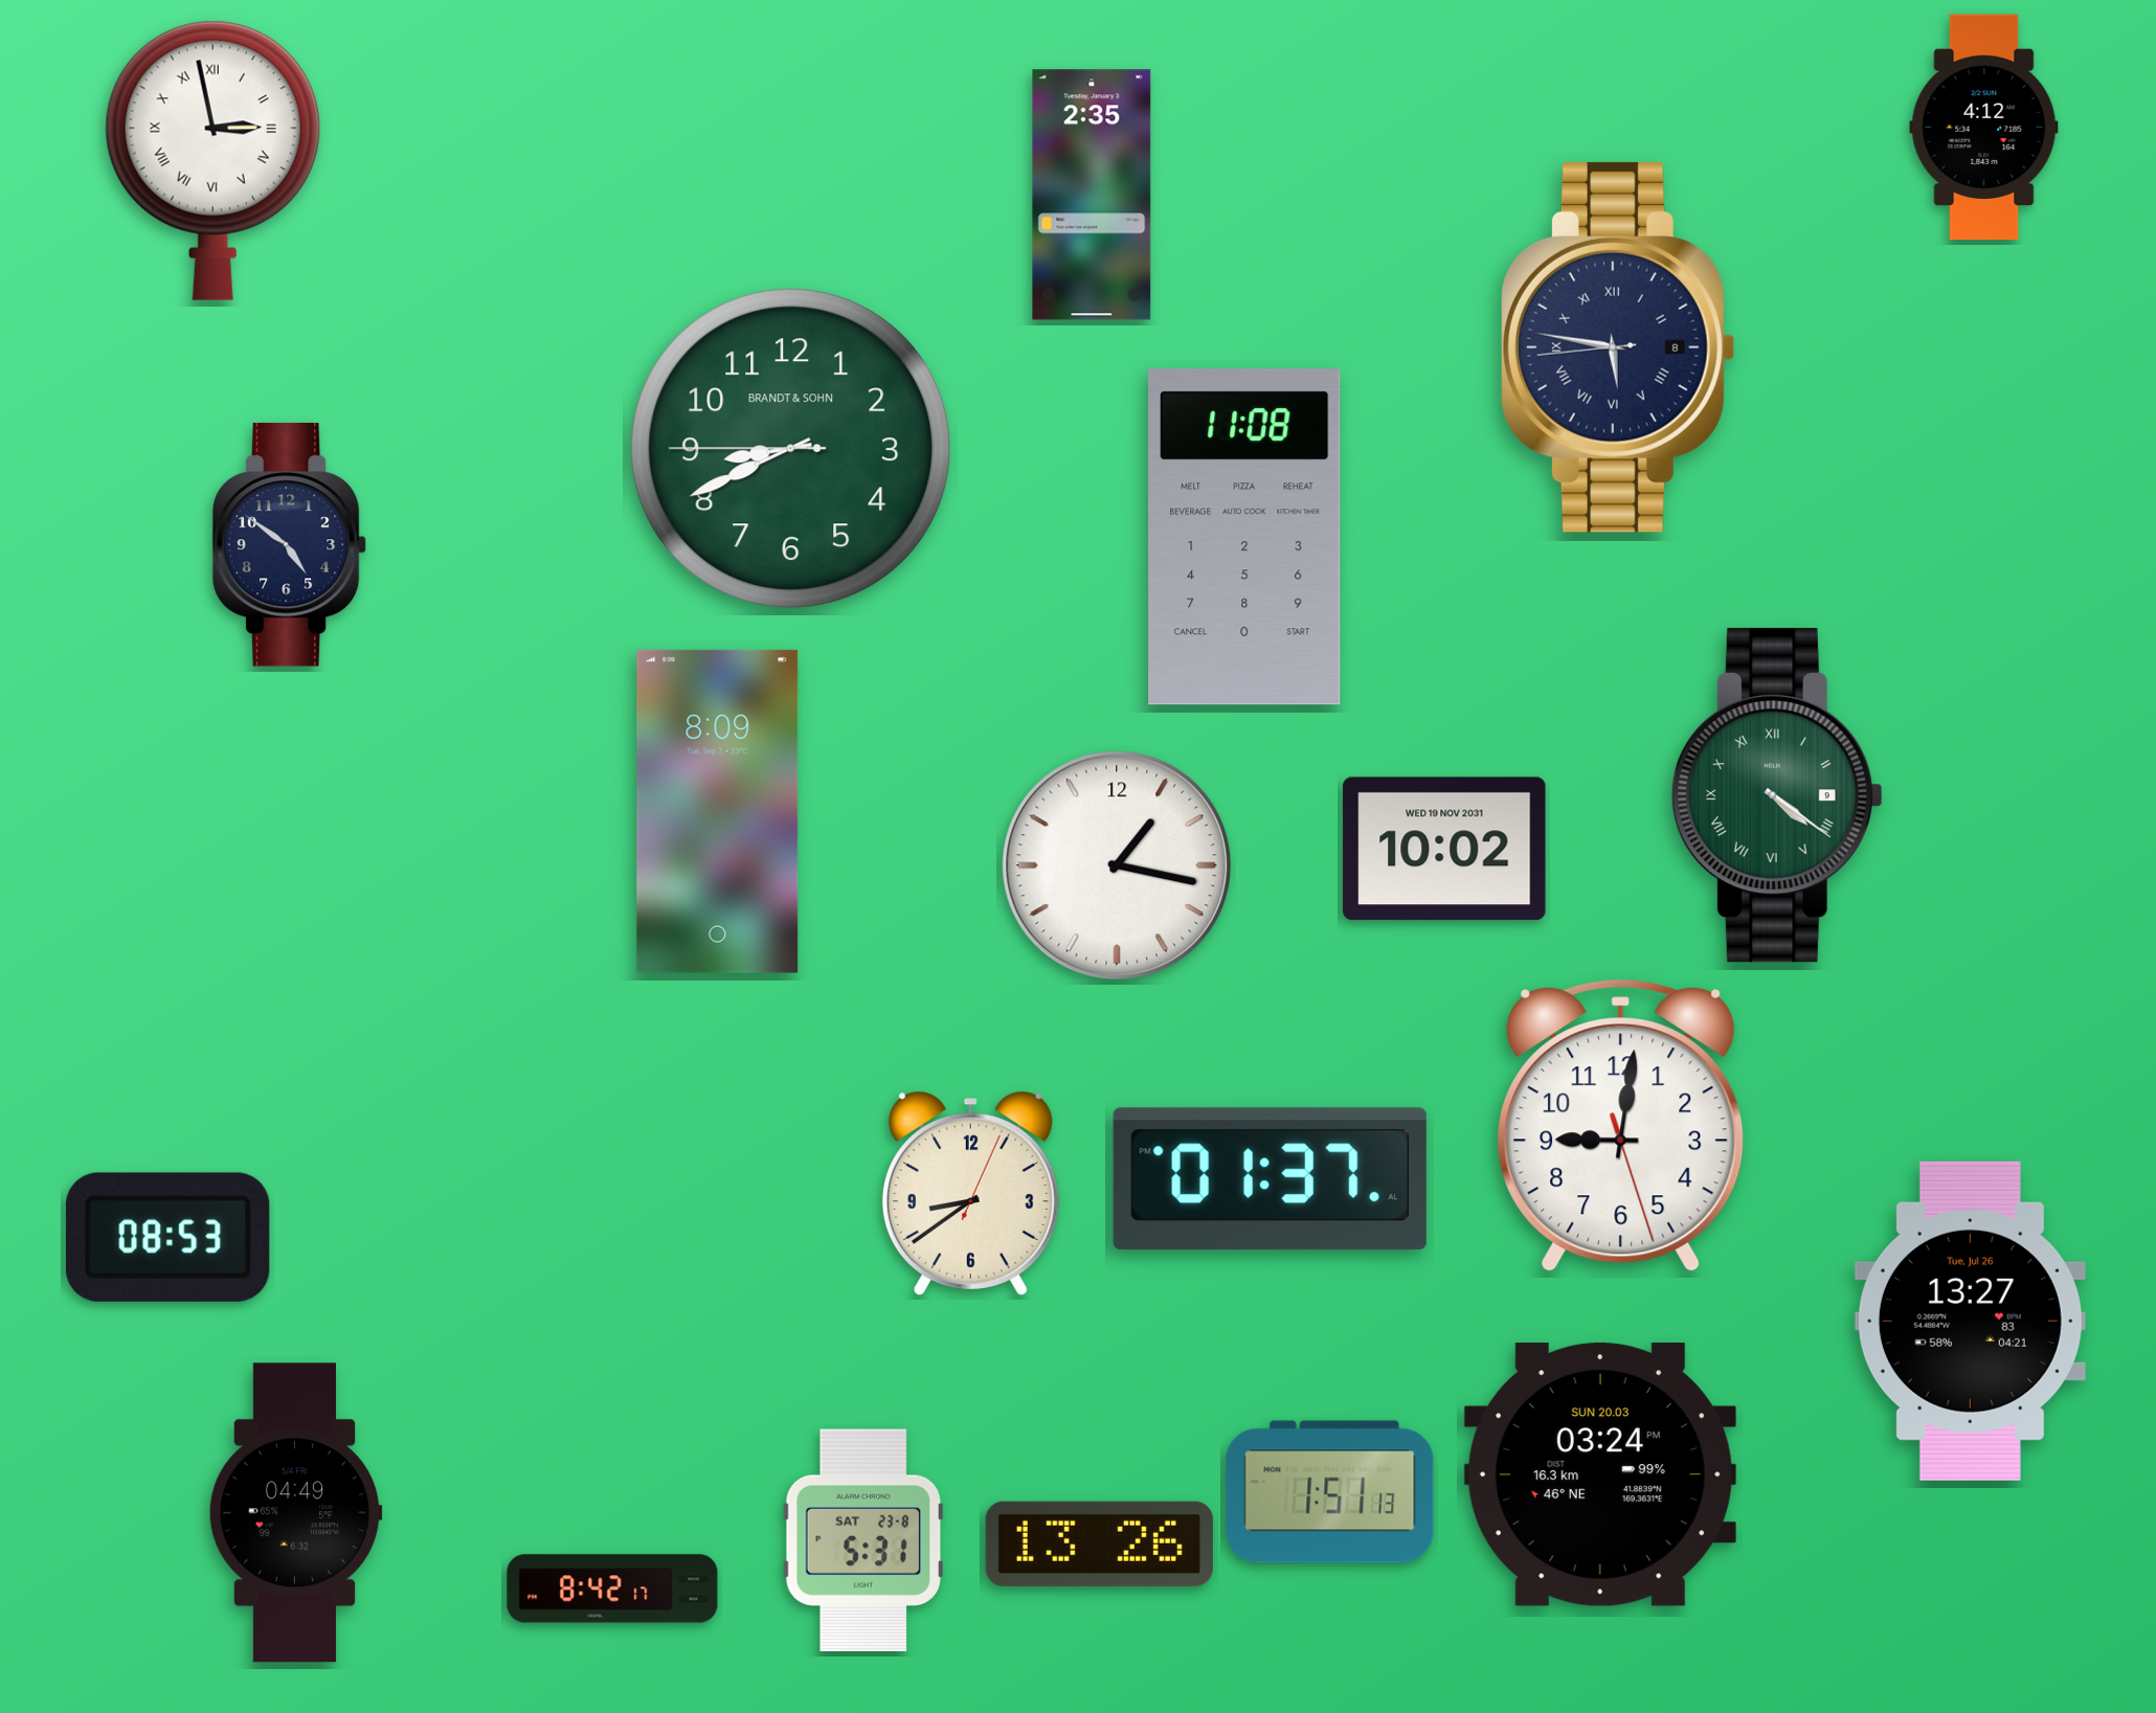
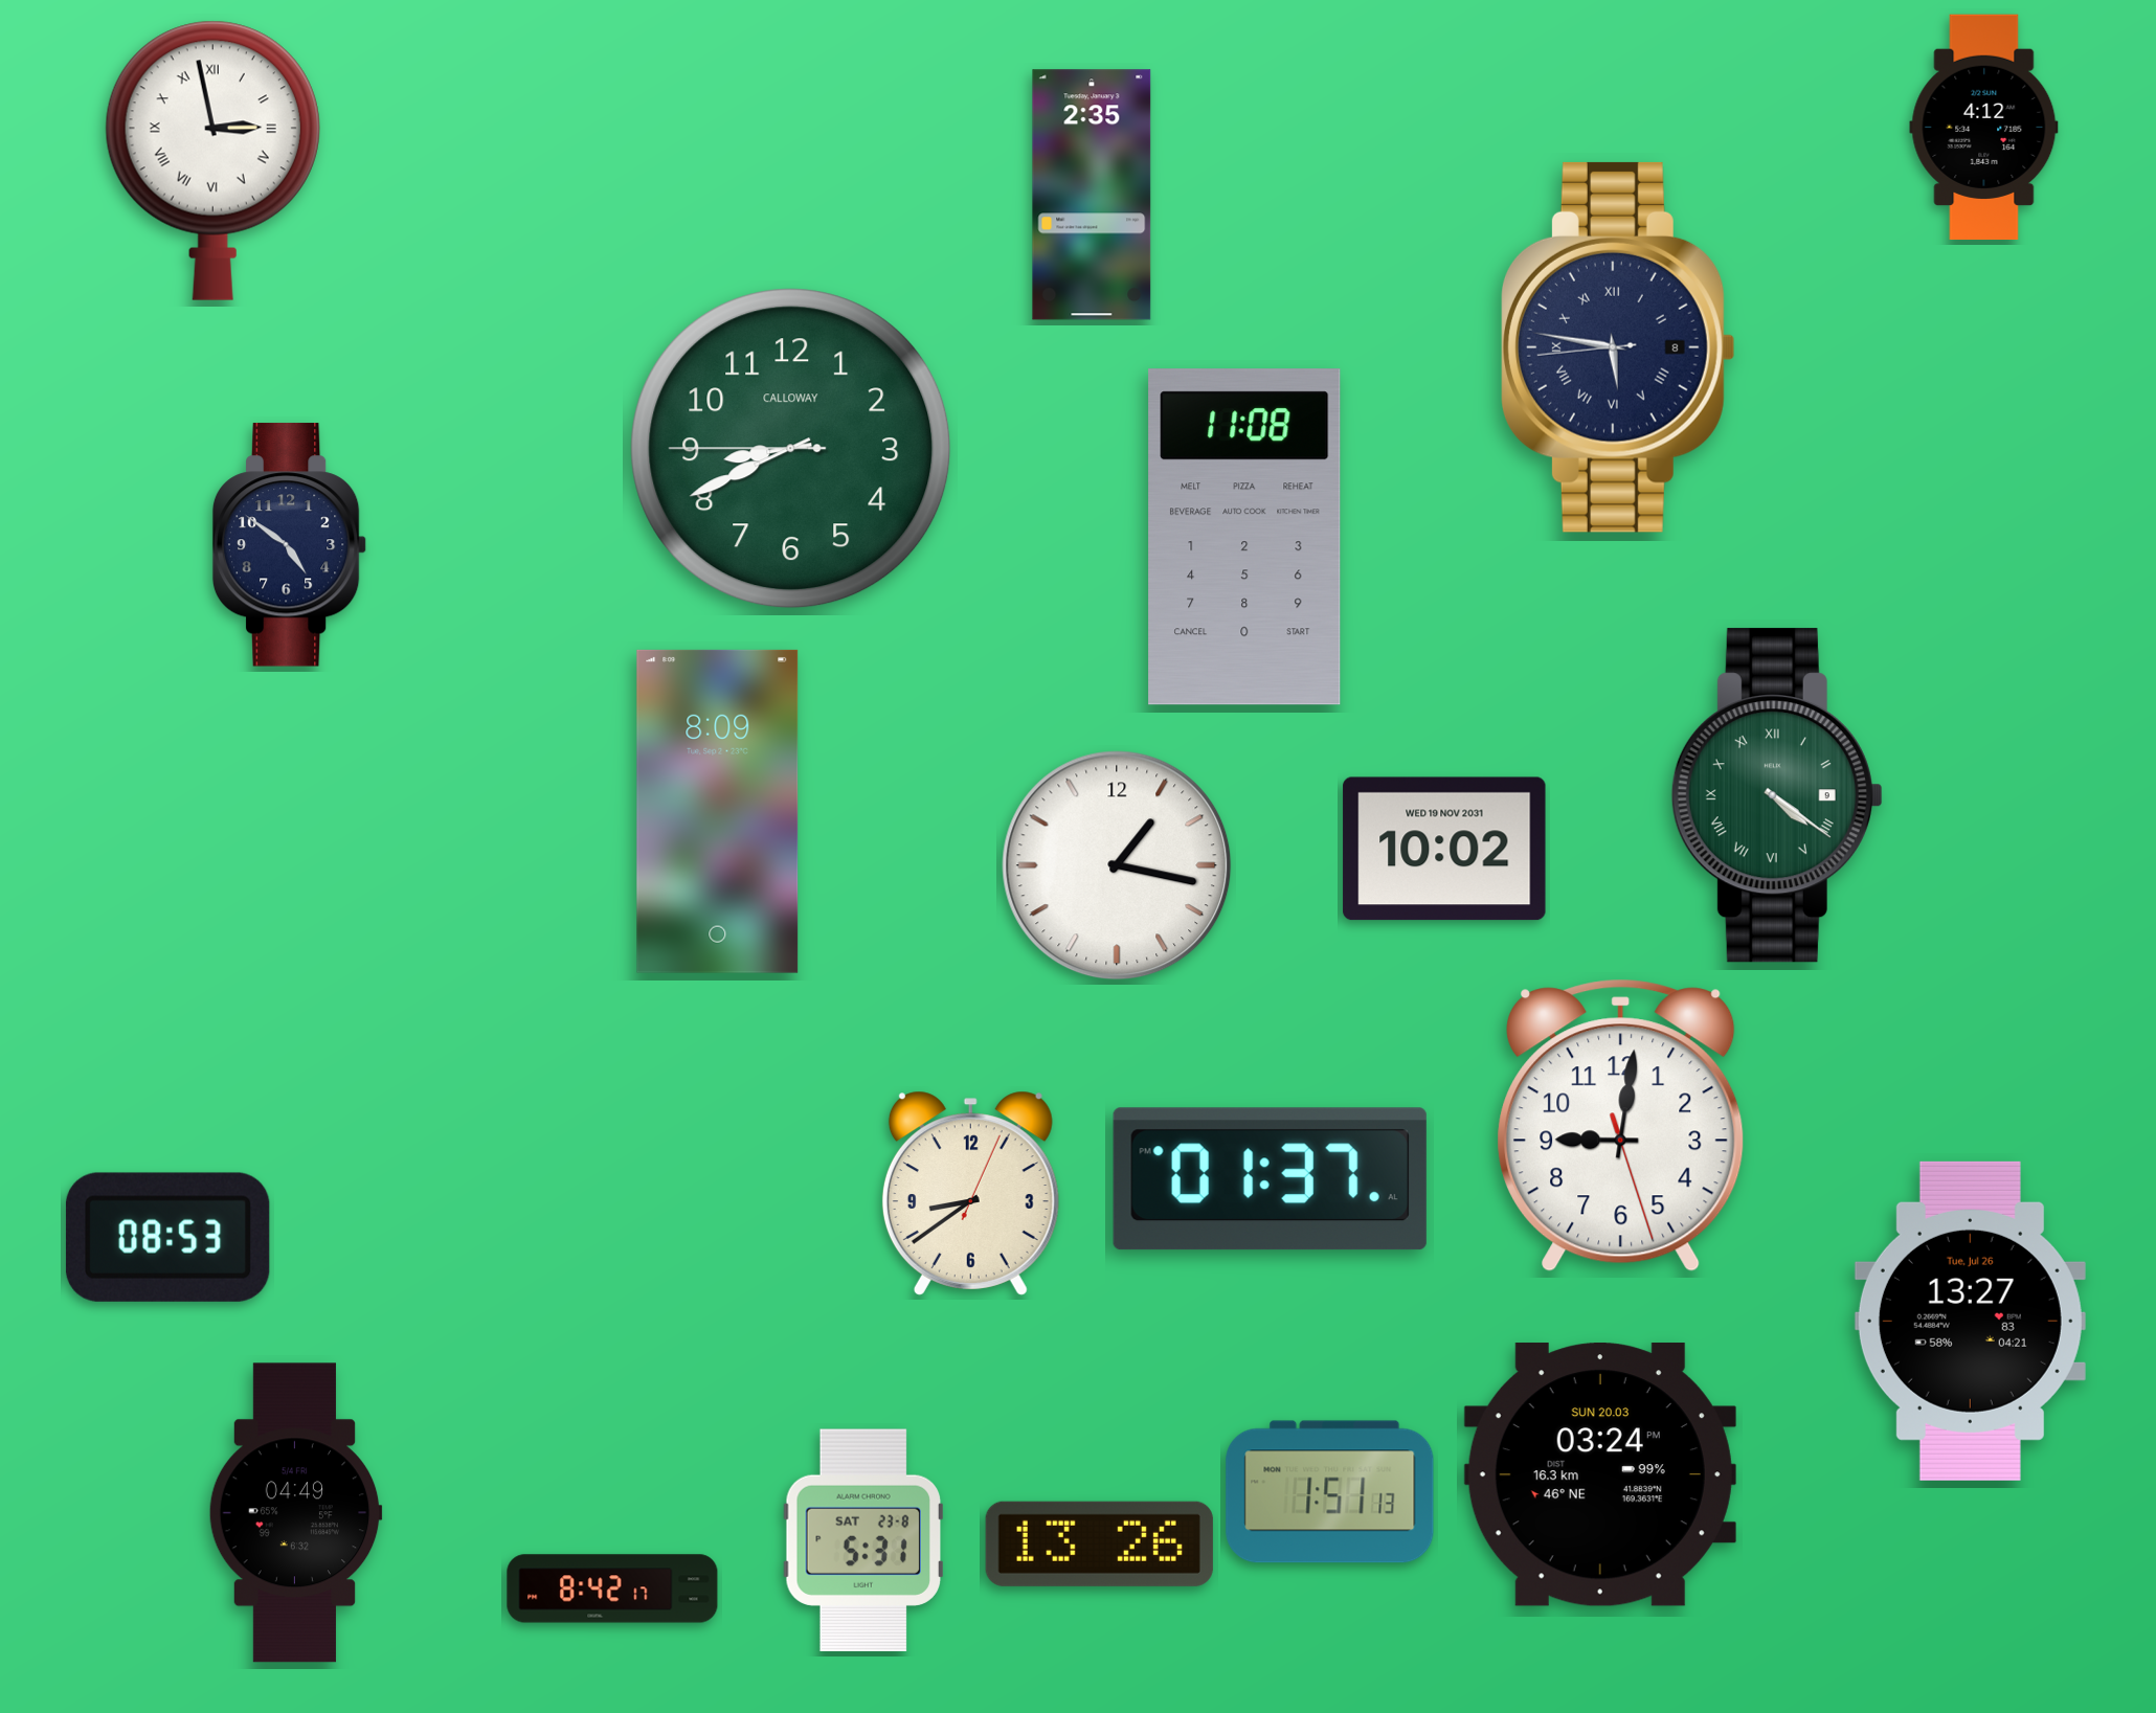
clock at (791, 449) brand: BRANDT & SOHN -> CALLOWAY
